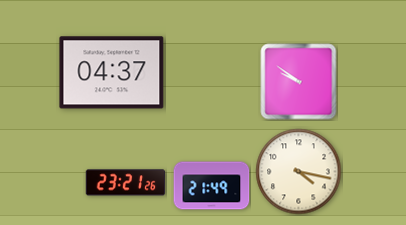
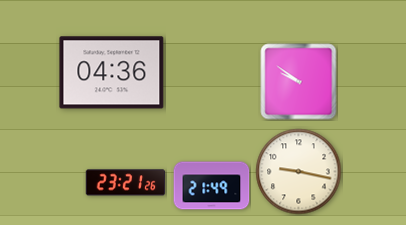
clock at (112, 73): 04:37 -> 04:36
clock at (299, 172): 4:17 -> 9:17
